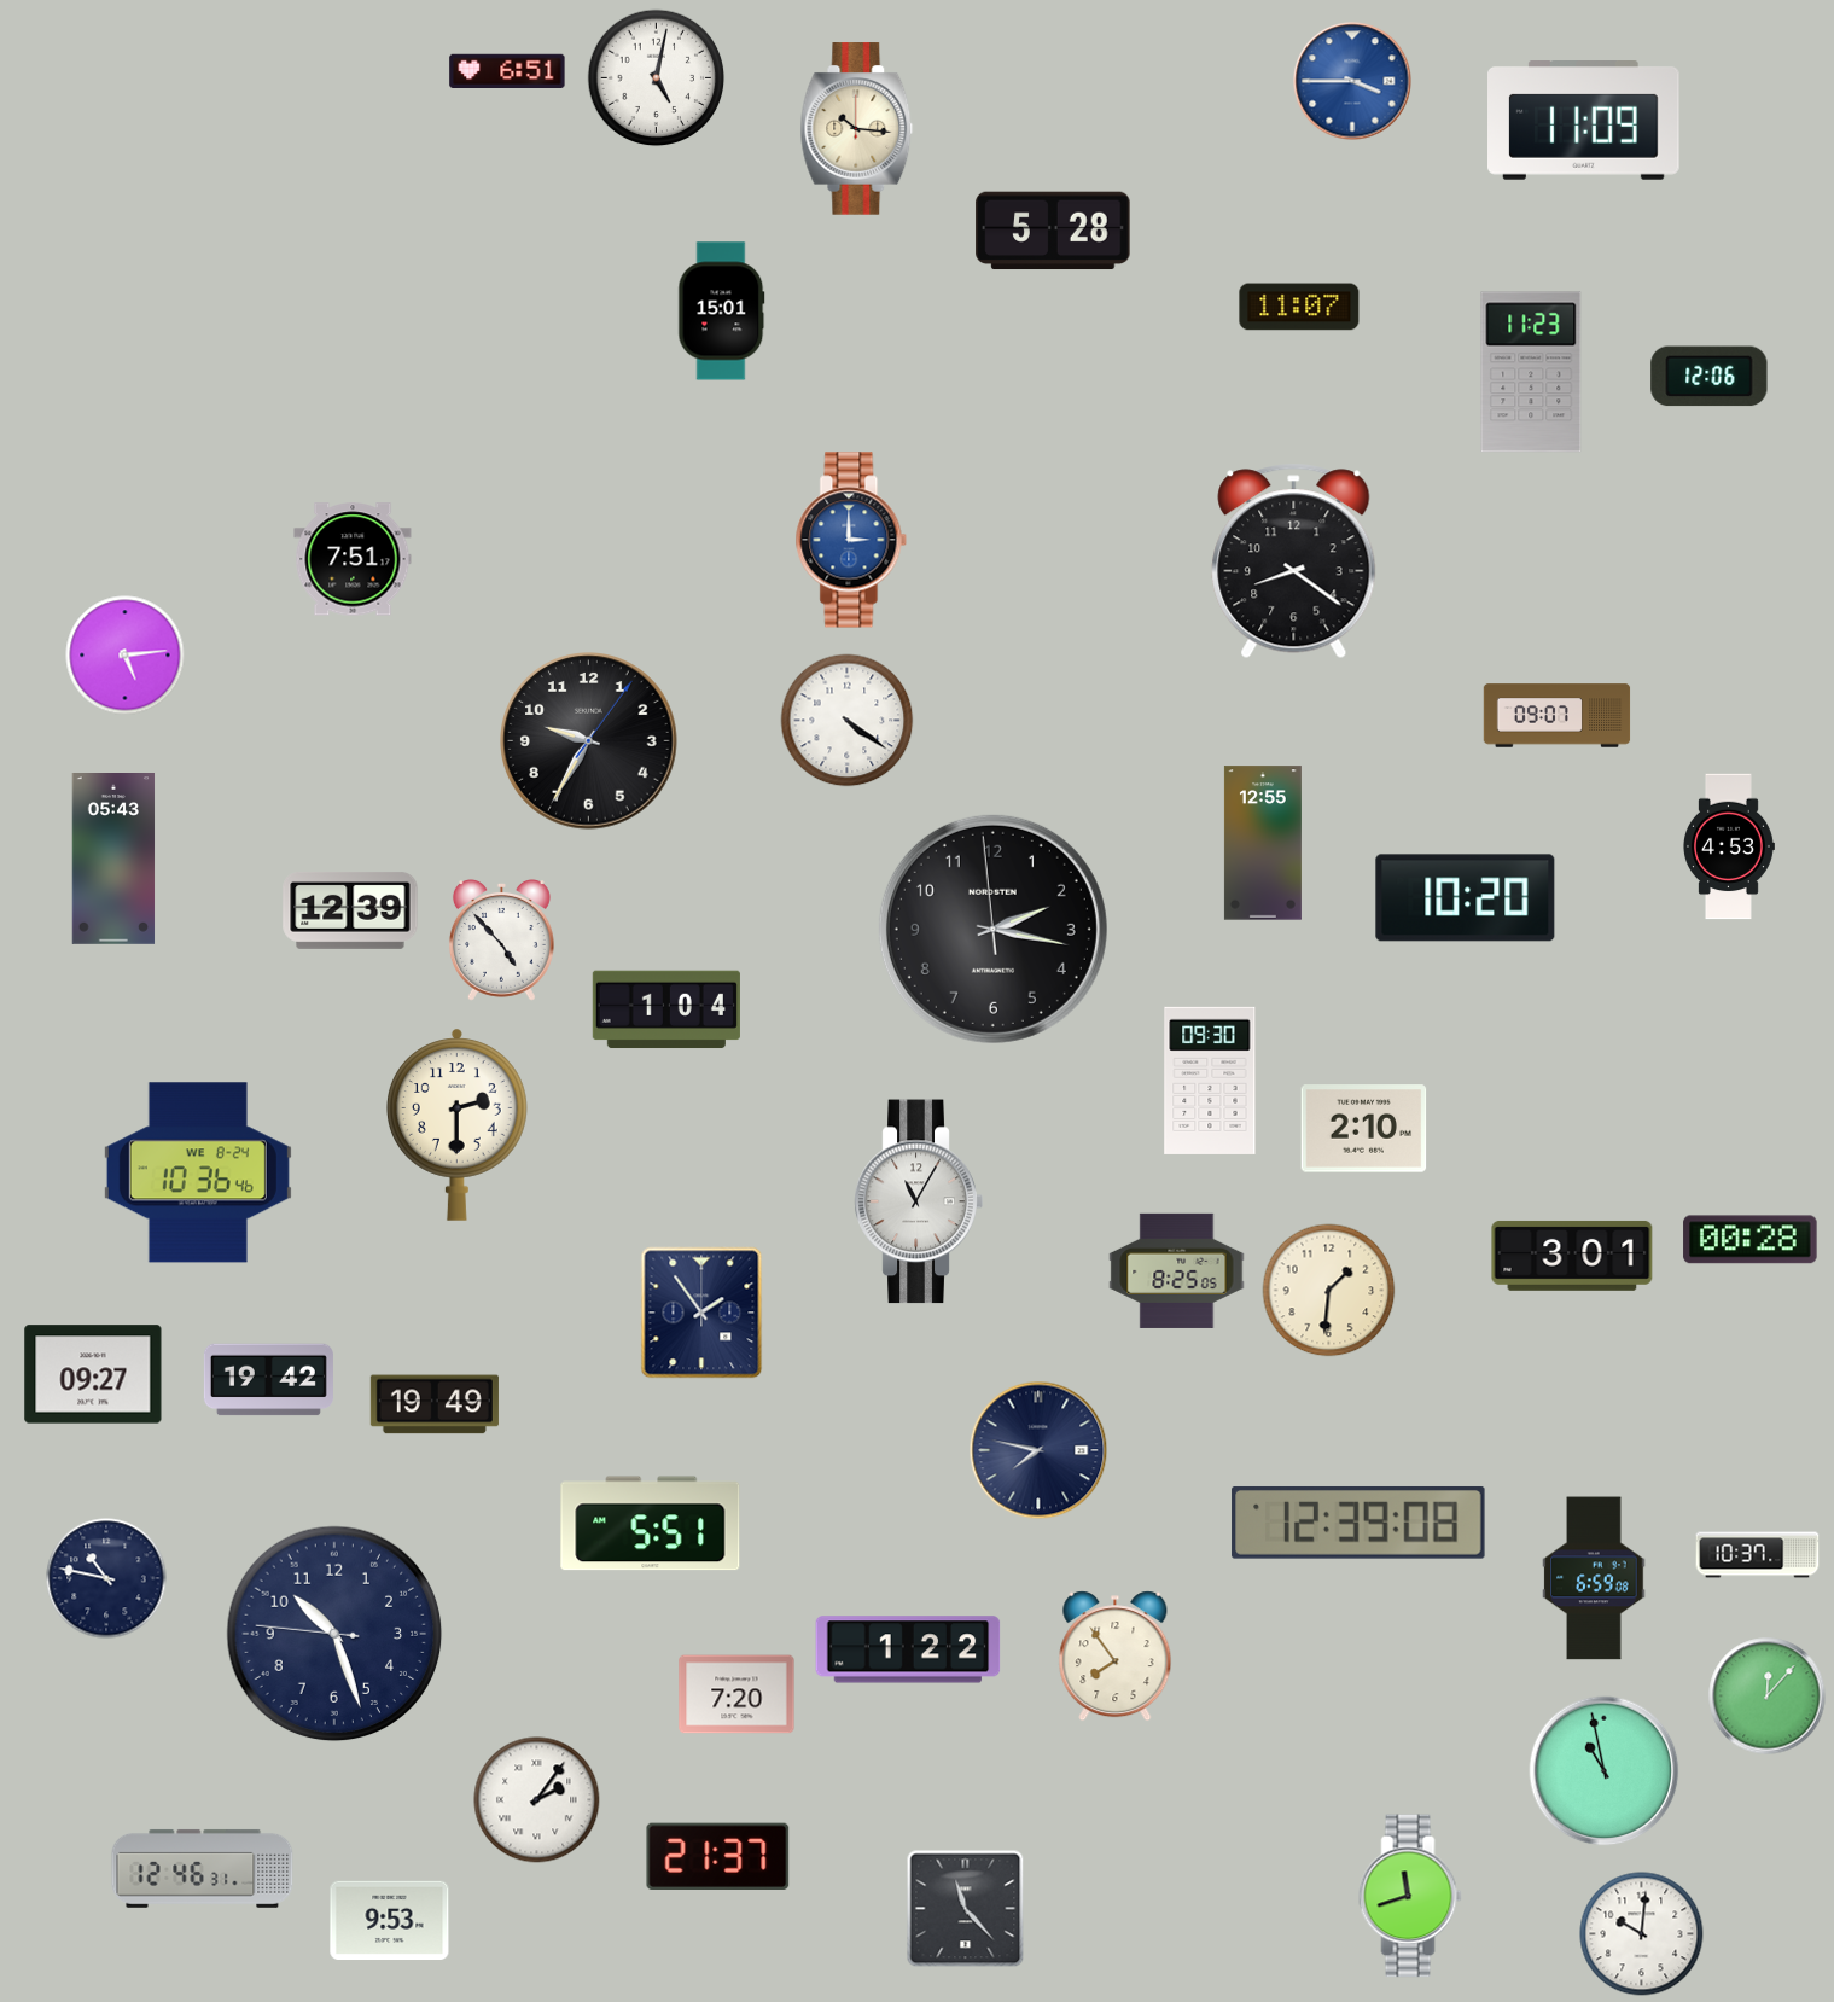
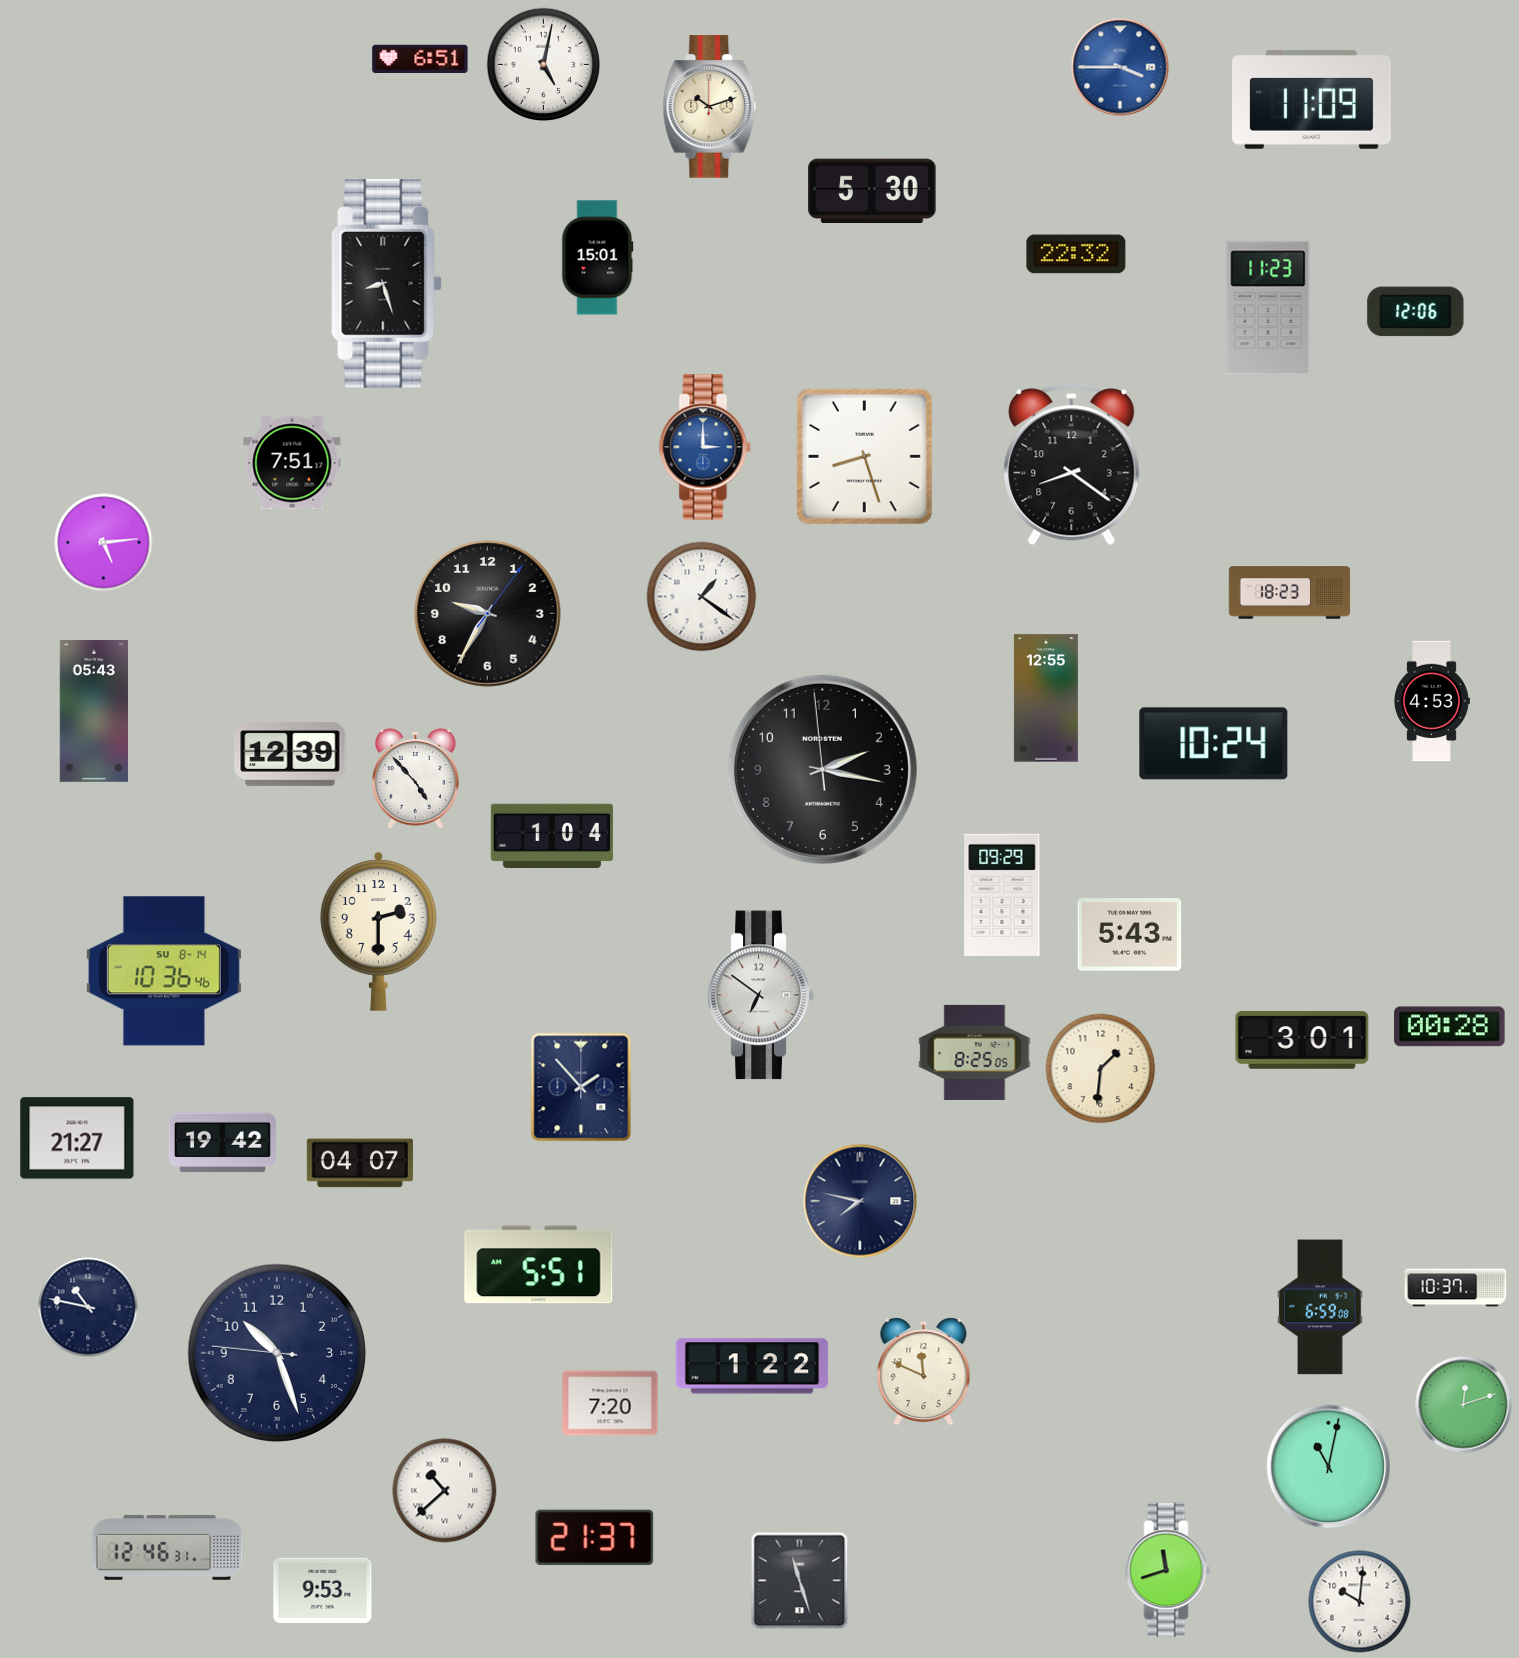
clock at (857, 129): 10:16 -> 10:12
clock at (1053, 231): 5:28 -> 5:30
clock at (1299, 307): 11:07 -> 22:32
clock at (387, 283): none -> 8:27
clock at (864, 456): none -> 8:27
clock at (1558, 716): 09:07 -> 18:23
clock at (848, 721): 4:21 -> 1:21
clock at (1466, 898): 10:20 -> 10:24
clock at (1210, 1081): 09:30 -> 09:29
clock at (1364, 1129): 2:10 -> 5:43
clock at (198, 1172) date: WE 8-24 -> SU 8-14
clock at (919, 1201): 11:05 -> 6:51
clock at (701, 1313): 1:54 -> 1:53
clock at (93, 1374): 09:27 -> 21:27
clock at (435, 1404): 19:49 -> 04:07
clock at (1358, 1523): 12:39 -> none
clock at (651, 1524) position: (651, 1524) -> (539, 1265)
clock at (1116, 1657): 7:54 -> 11:49
clock at (1768, 1697): 12:07 -> 12:12
clock at (1605, 1771): 10:58 -> 11:02
clock at (537, 1800): 2:06 -> 10:38
clock at (966, 1909): 11:23 -> 11:27
